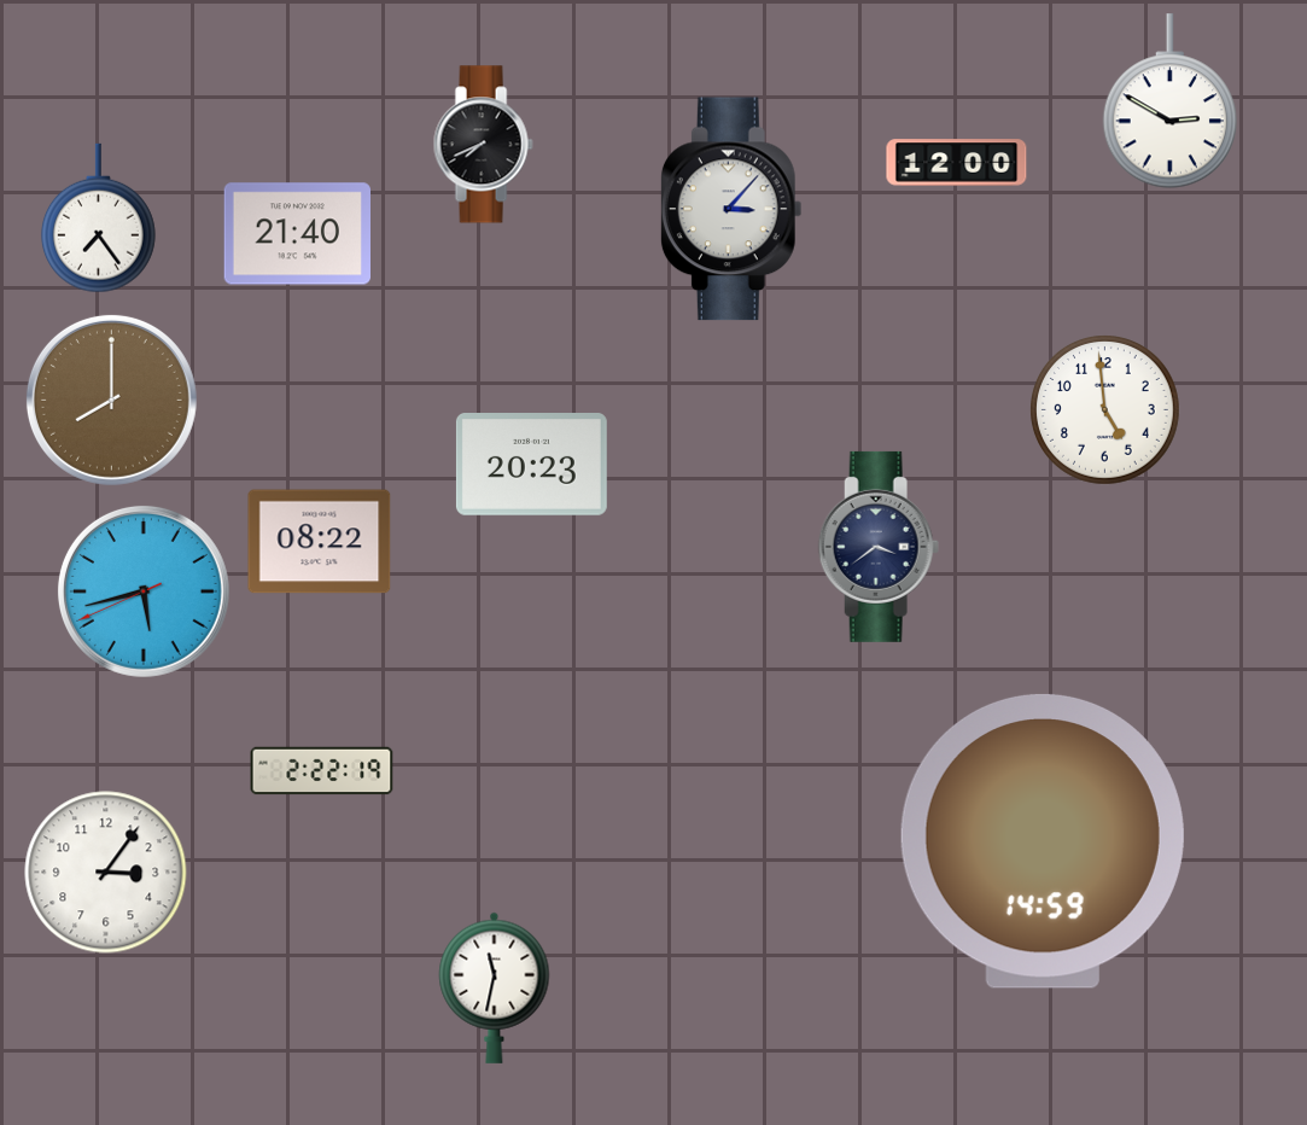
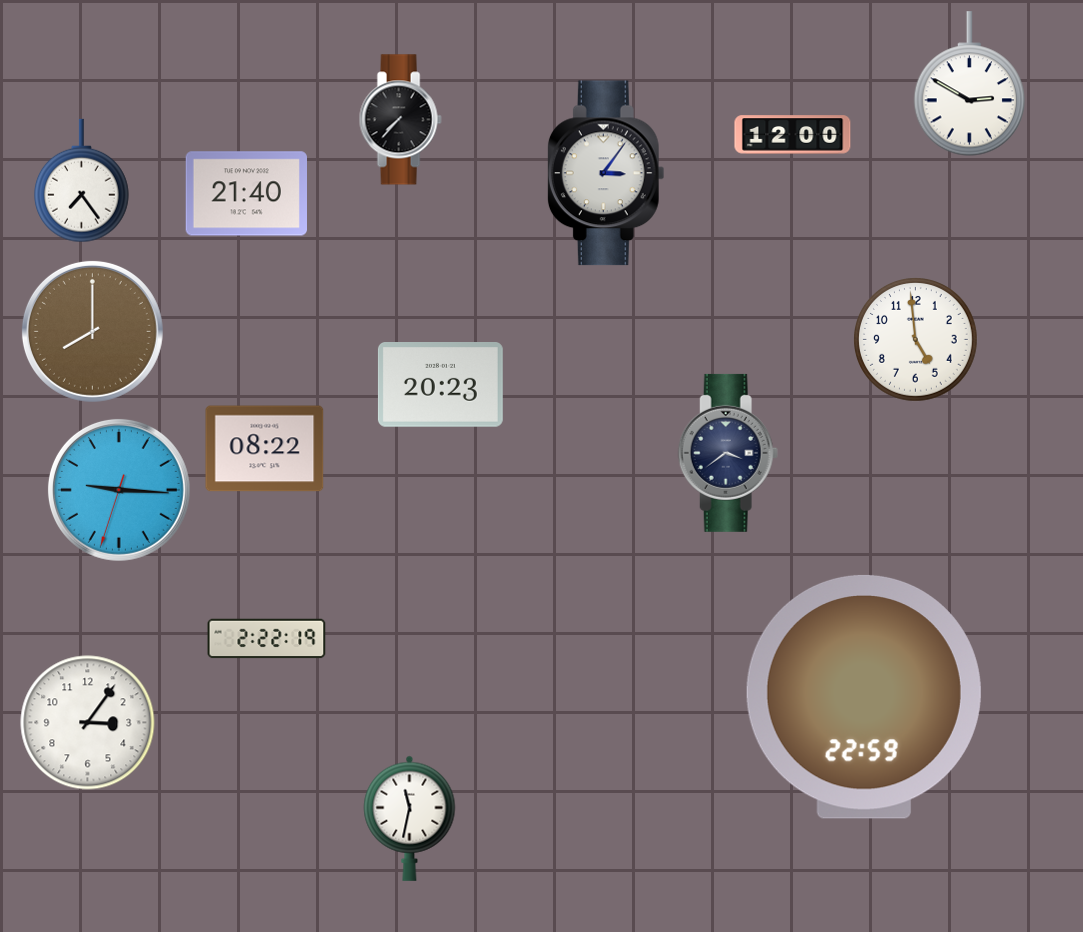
clock at (483, 145): 7:41 -> 7:37
clock at (731, 209): 3:07 -> 3:06
clock at (144, 591): 5:42 -> 9:15
clock at (1043, 841): 14:59 -> 22:59
